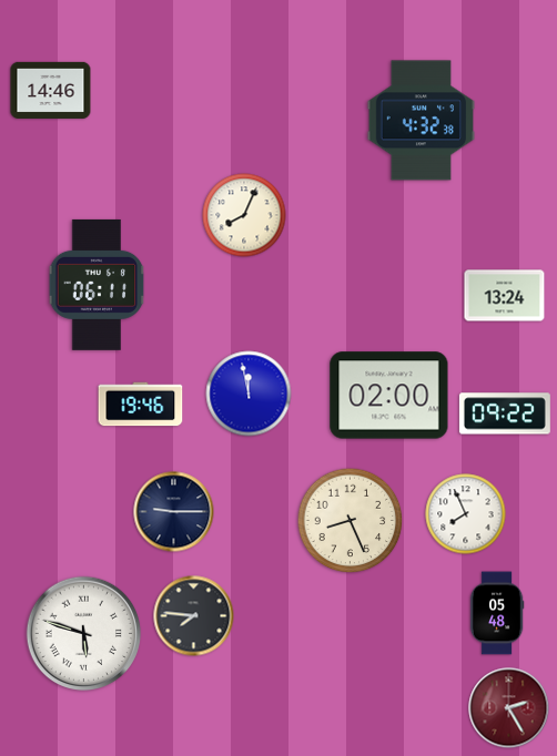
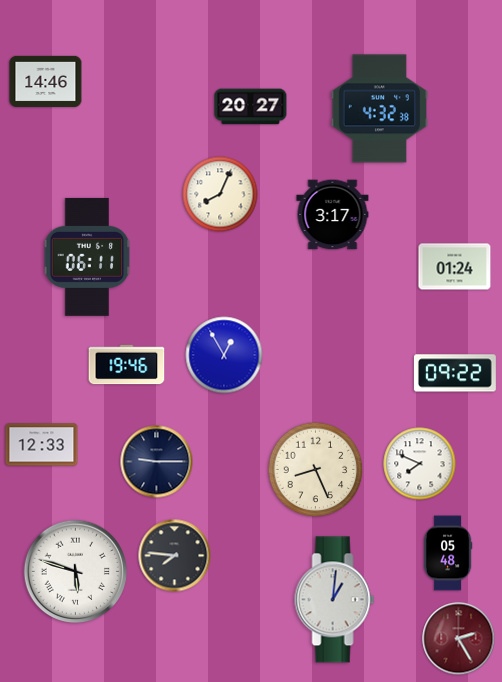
clock at (251, 107): none -> 20:27
clock at (333, 215): none -> 3:17
clock at (505, 296): 13:24 -> 01:24
clock at (249, 394): 11:58 -> 12:55
clock at (389, 396): 02:00 -> none
clock at (42, 445): none -> 12:33
clock at (466, 514): 7:56 -> 7:49
clock at (335, 600): none -> 1:01
